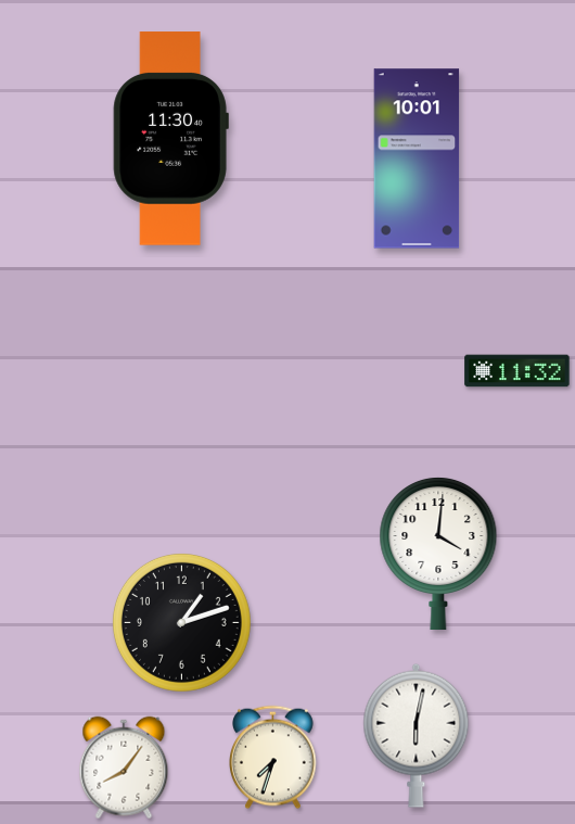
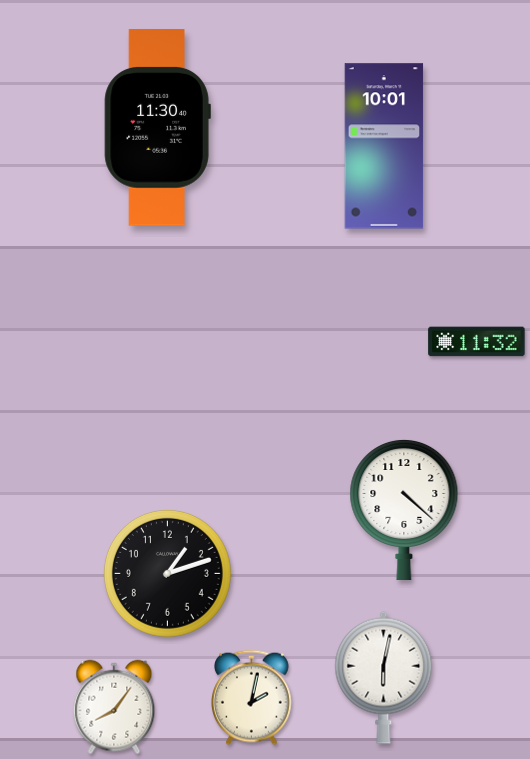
clock at (438, 553): 4:01 -> 4:22
clock at (273, 758): 7:33 -> 2:02
